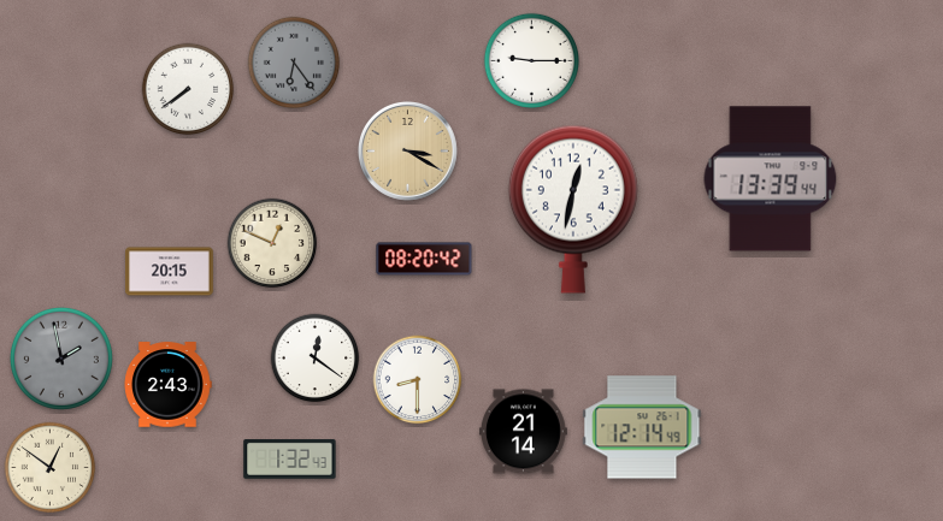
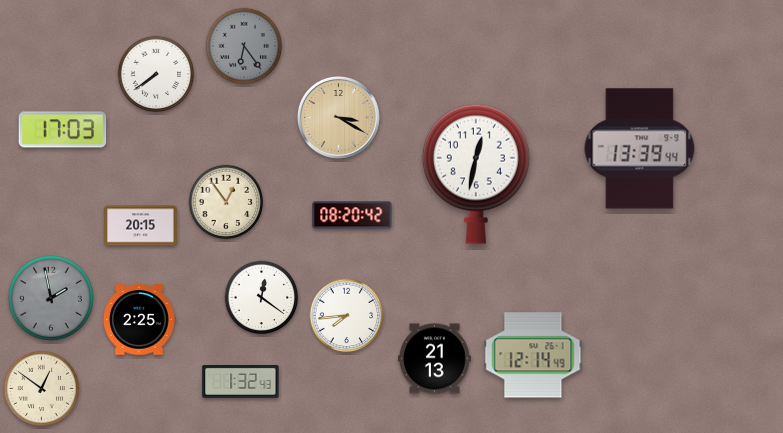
clock at (531, 60): 9:15 -> none
clock at (294, 63) position: (294, 63) -> (244, 46)
clock at (408, 152) position: (408, 152) -> (339, 118)
clock at (63, 130): none -> 17:03
clock at (272, 243): 12:49 -> 12:54
clock at (418, 380): 8:30 -> 7:44
clock at (167, 385): 2:43 -> 2:25
clock at (524, 432): 21:14 -> 21:13
